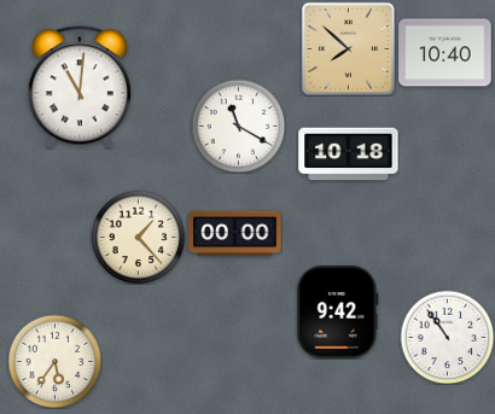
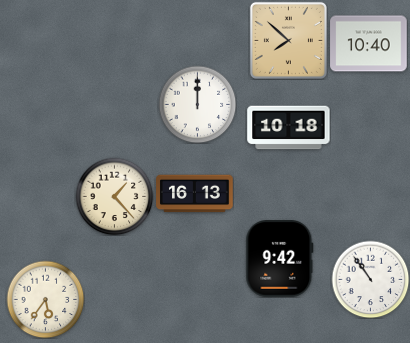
clock at (80, 87): 11:01 -> none
clock at (238, 126): 11:20 -> 12:00
clock at (235, 234): 00:00 -> 16:13
